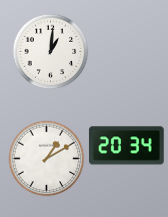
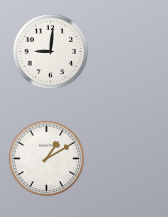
clock at (51, 52): 1:01 -> 9:01
clock at (126, 146): 20:34 -> none
